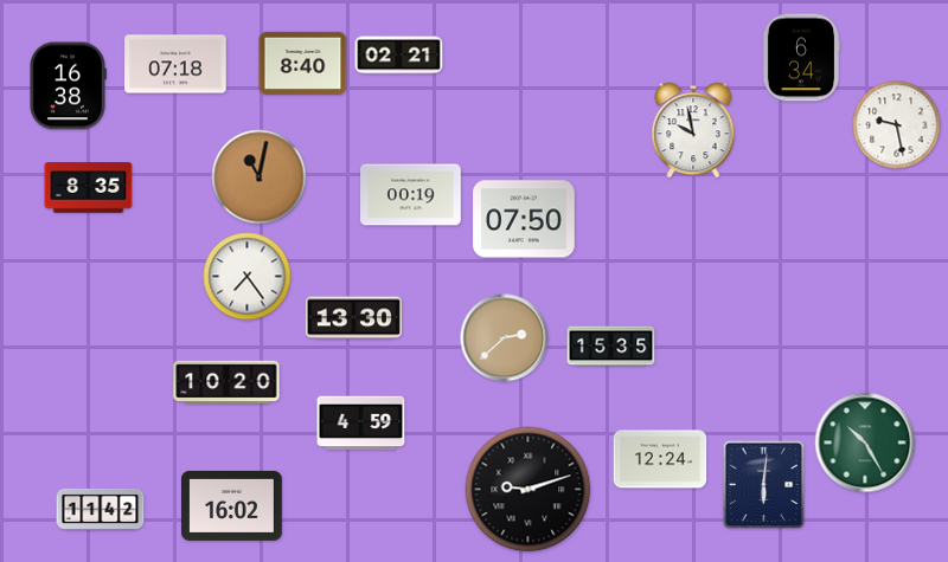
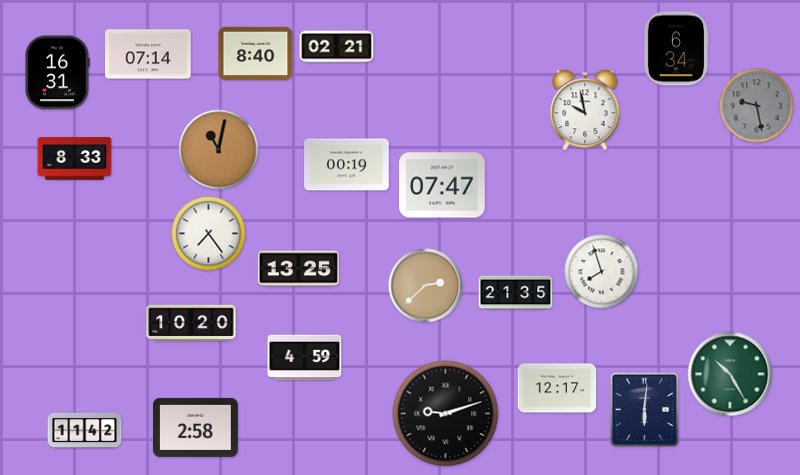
clock at (175, 64): 07:18 -> 07:14
clock at (68, 86): 16:38 -> 16:31
clock at (897, 125) dial: white -> grey
clock at (89, 188): 8:35 -> 8:33
clock at (524, 219): 07:50 -> 07:47
clock at (353, 318): 13:30 -> 13:25
clock at (602, 272): none -> 7:57
clock at (611, 347): 15:35 -> 21:35
clock at (660, 459): 12:24 -> 12:17
clock at (232, 505): 16:02 -> 2:58
